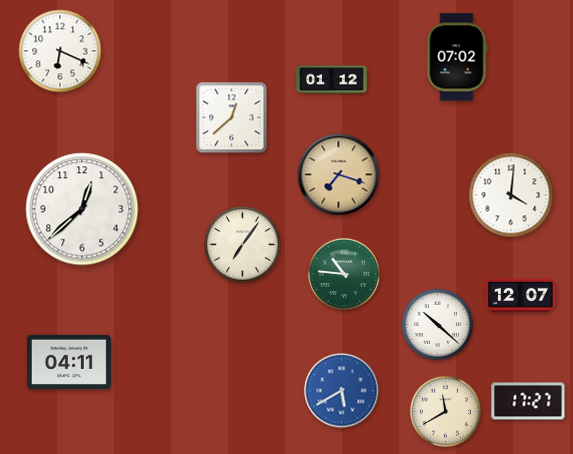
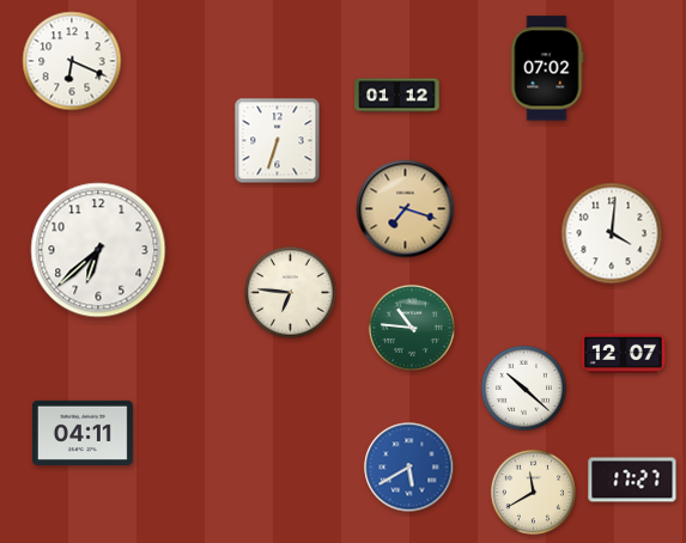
clock at (232, 118): 12:38 -> 6:33
clock at (82, 209): 12:38 -> 6:38
clock at (243, 245): 7:06 -> 6:46
